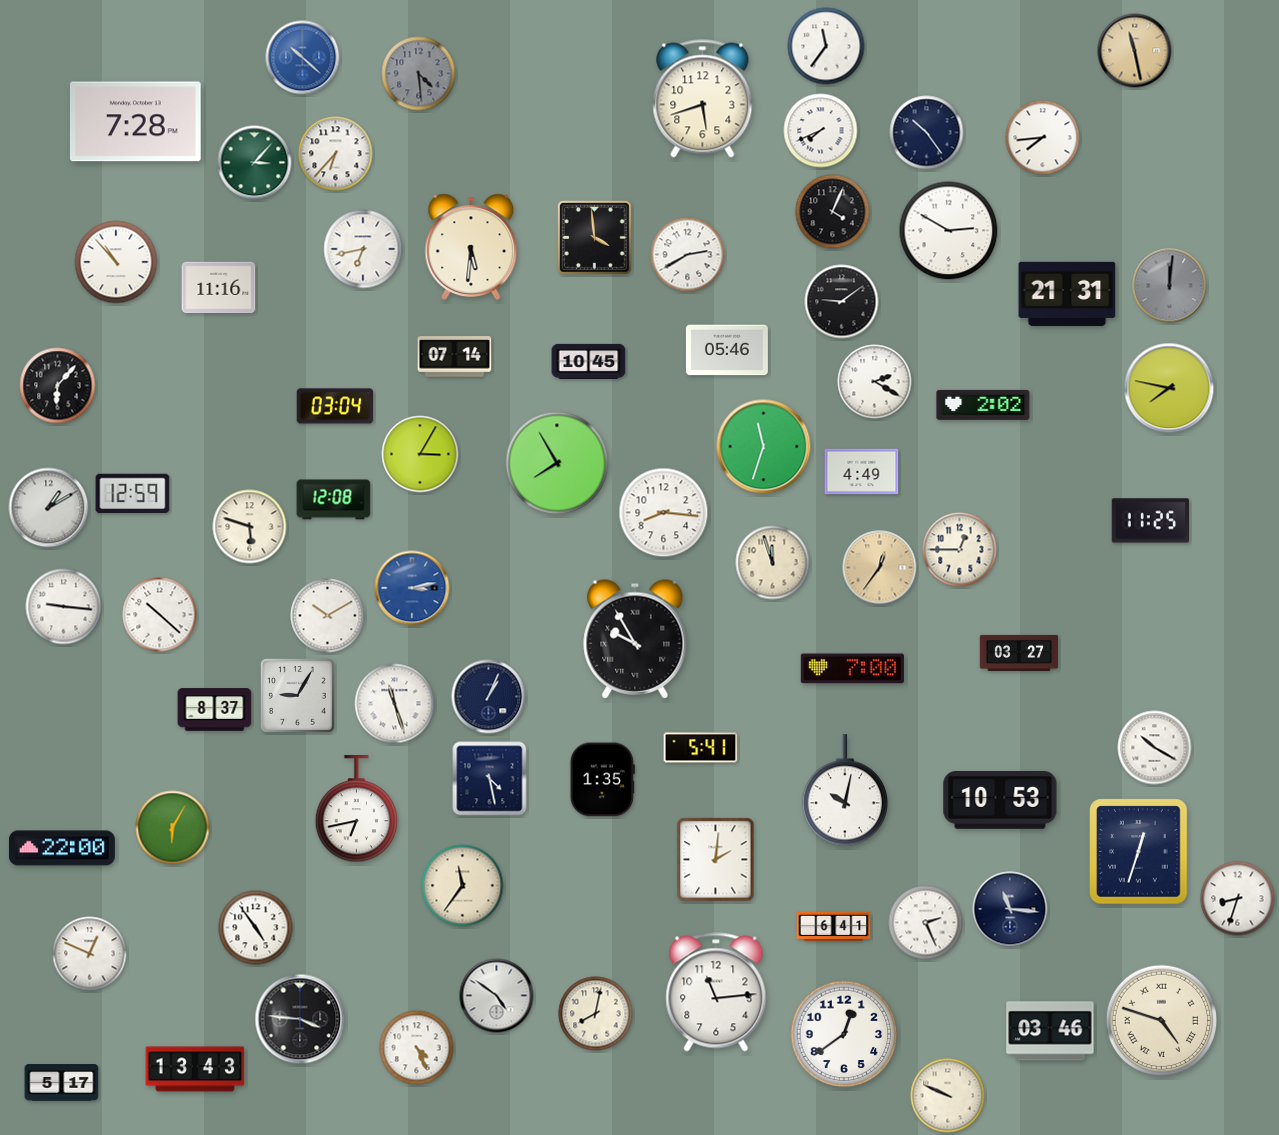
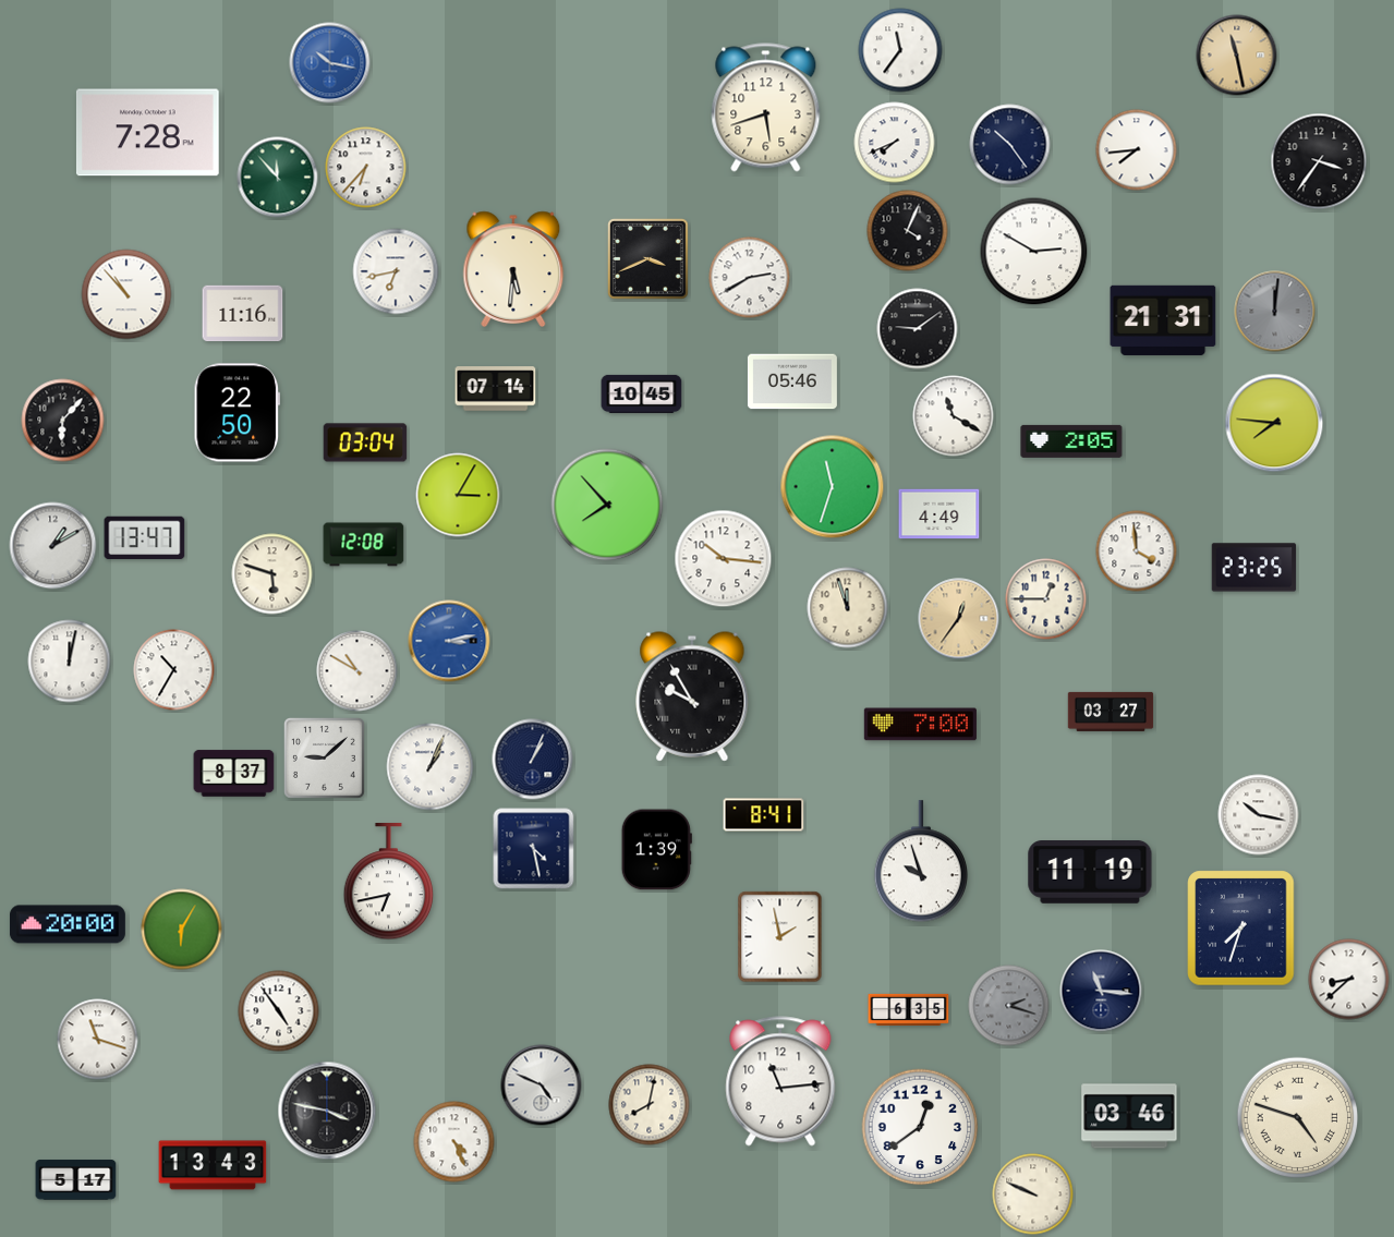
clock at (303, 58): 10:22 -> 10:17
clock at (419, 74): 4:29 -> none
clock at (1319, 161): none -> 3:36
clock at (255, 163): 3:07 -> 11:53
clock at (594, 237): 3:59 -> 3:41
clock at (116, 262) position: (116, 262) -> (126, 294)
clock at (219, 288) position: (219, 288) -> (243, 314)
clock at (237, 413): none -> 22:50
clock at (875, 382): 2:20 -> 11:20
clock at (1169, 388): 7:47 -> 7:46
clock at (983, 405): 2:02 -> 2:05
clock at (557, 463): 7:55 -> 7:53
clock at (133, 494): 12:59 -> 13:47
clock at (1137, 551): none -> 3:59
clock at (49, 508) position: (49, 508) -> (53, 546)
clock at (664, 513): 8:16 -> 10:16
clock at (1151, 521): 11:25 -> 23:25
clock at (773, 563) position: (773, 563) -> (848, 608)
clock at (64, 607): 9:16 -> 12:02
clock at (160, 615): 10:22 -> 10:35
clock at (328, 616): 10:10 -> 10:50
clock at (852, 669) position: (852, 669) -> (920, 725)
clock at (297, 695): 9:05 -> 9:08
clock at (395, 704): 11:27 -> 1:04
clock at (701, 748): 5:41 -> 8:41
clock at (1155, 748): 10:20 -> 10:17
clock at (602, 780): 1:35 -> 1:39
clock at (844, 791): 10:02 -> 9:57
clock at (1000, 801): 10:53 -> 11:19
clock at (173, 828) position: (173, 828) -> (182, 930)
clock at (62, 848): 22:00 -> 20:00
clock at (1139, 852): 12:33 -> 7:33
clock at (716, 860): 2:01 -> 1:58
clock at (463, 886): 11:36 -> none
clock at (1238, 899): 8:33 -> 8:38
clock at (926, 923): 2:26 -> 2:18
clock at (926, 923) dial: white -> grey
clock at (834, 926): 6:41 -> 6:35
clock at (90, 954): 12:49 -> 11:18
clock at (497, 996): 4:51 -> 4:49
clock at (300, 1019): 3:46 -> 3:47
clock at (1162, 1021) position: (1162, 1021) -> (1298, 1118)
clock at (1050, 1031) position: (1050, 1031) -> (1129, 1116)
clock at (62, 1083) position: (62, 1083) -> (76, 1180)
